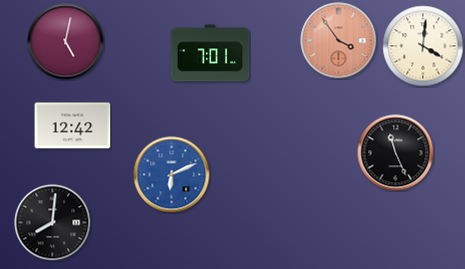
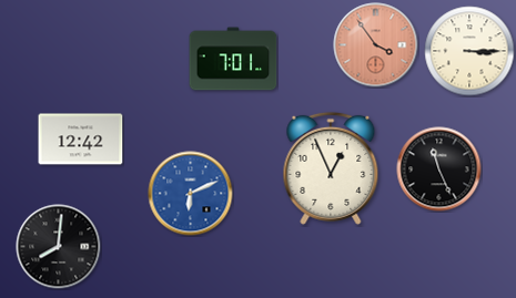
clock at (66, 42): 5:02 -> none
clock at (423, 46): 4:01 -> 3:15
clock at (331, 168): none -> 12:56
